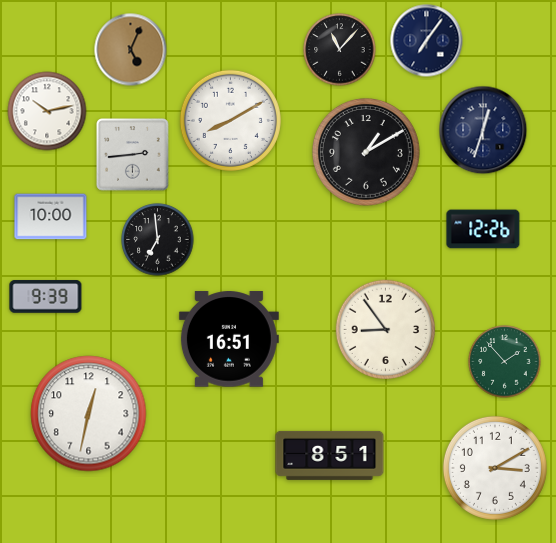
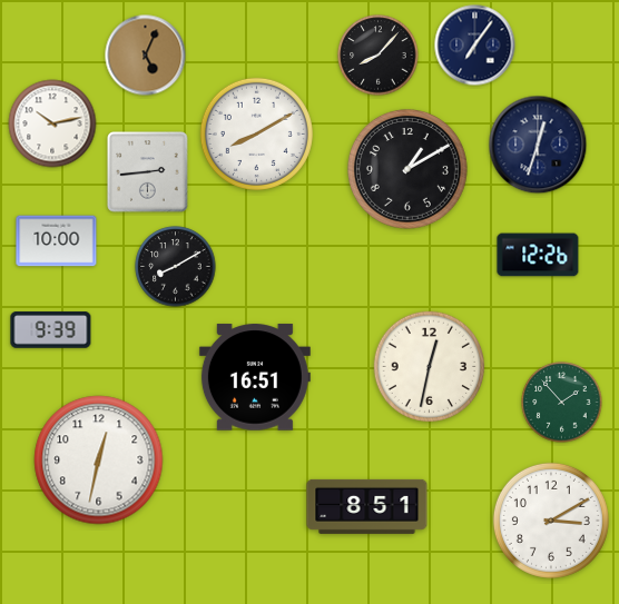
clock at (340, 50): 11:07 -> 8:07
clock at (158, 240): 6:59 -> 8:10
clock at (385, 329): 8:54 -> 12:32
